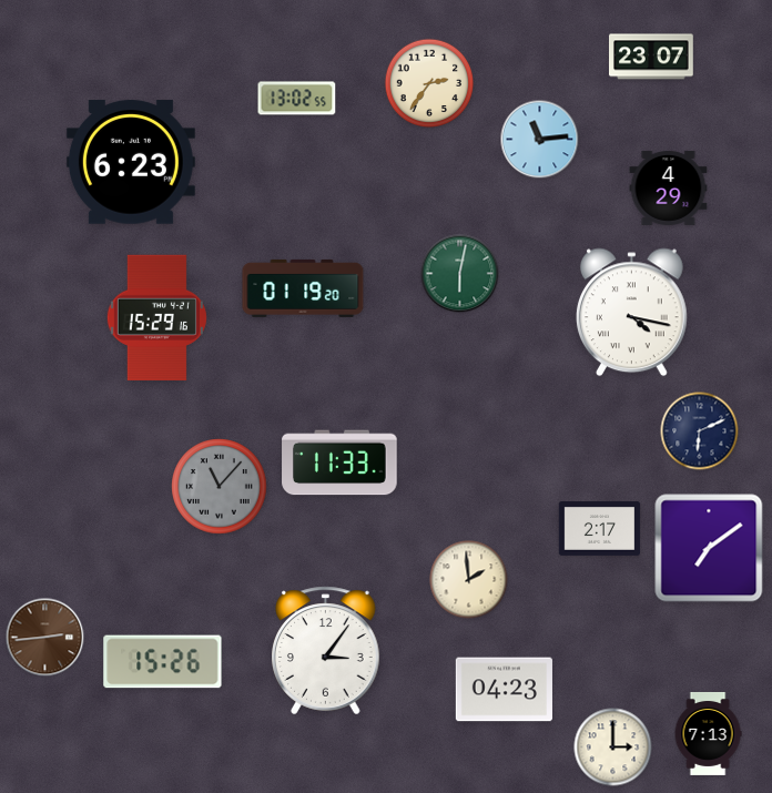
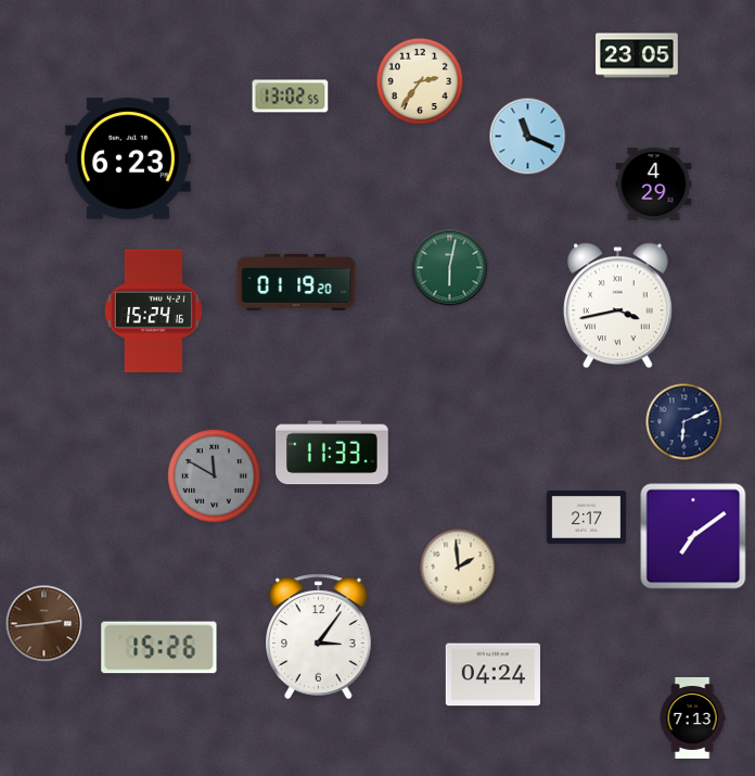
clock at (652, 57): 23:07 -> 23:05
clock at (540, 140): 11:14 -> 11:19
clock at (631, 313): 4:17 -> 3:43
clock at (156, 318): 15:29 -> 15:24
clock at (220, 487): 11:07 -> 11:50
clock at (504, 690): 04:23 -> 04:24
clock at (613, 748): 3:00 -> none
